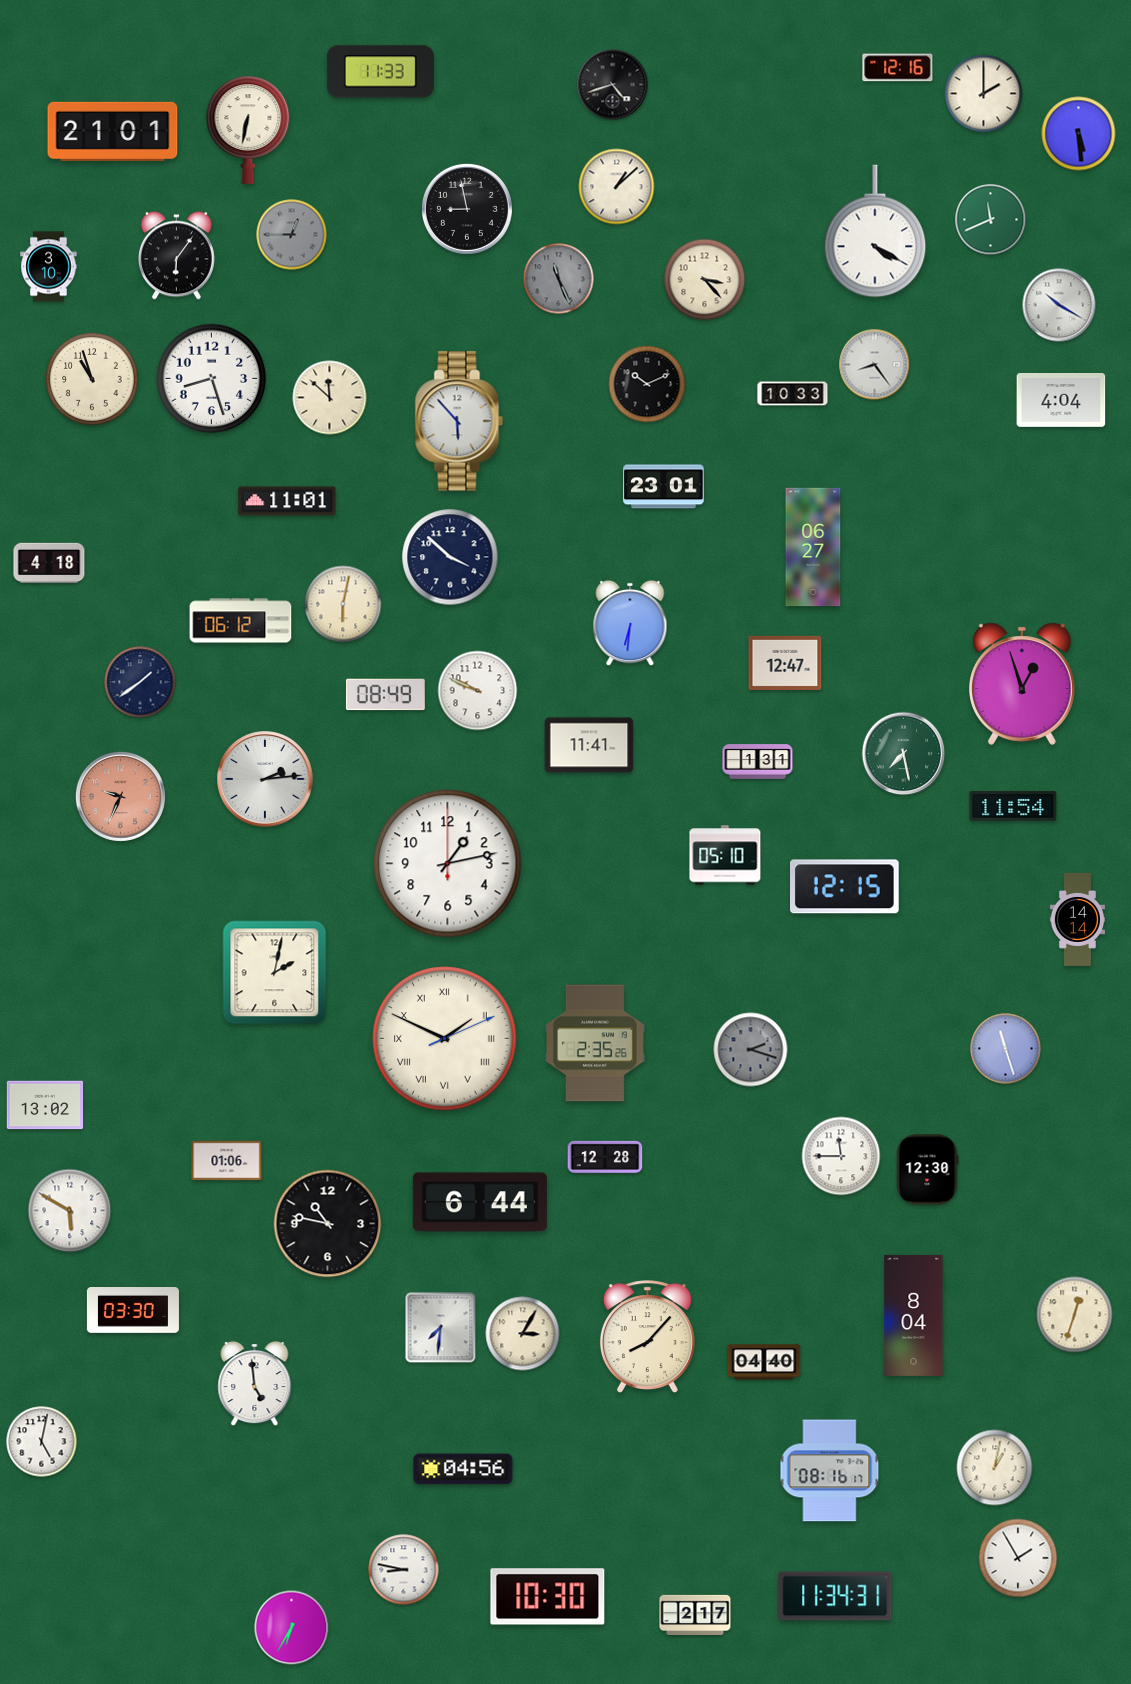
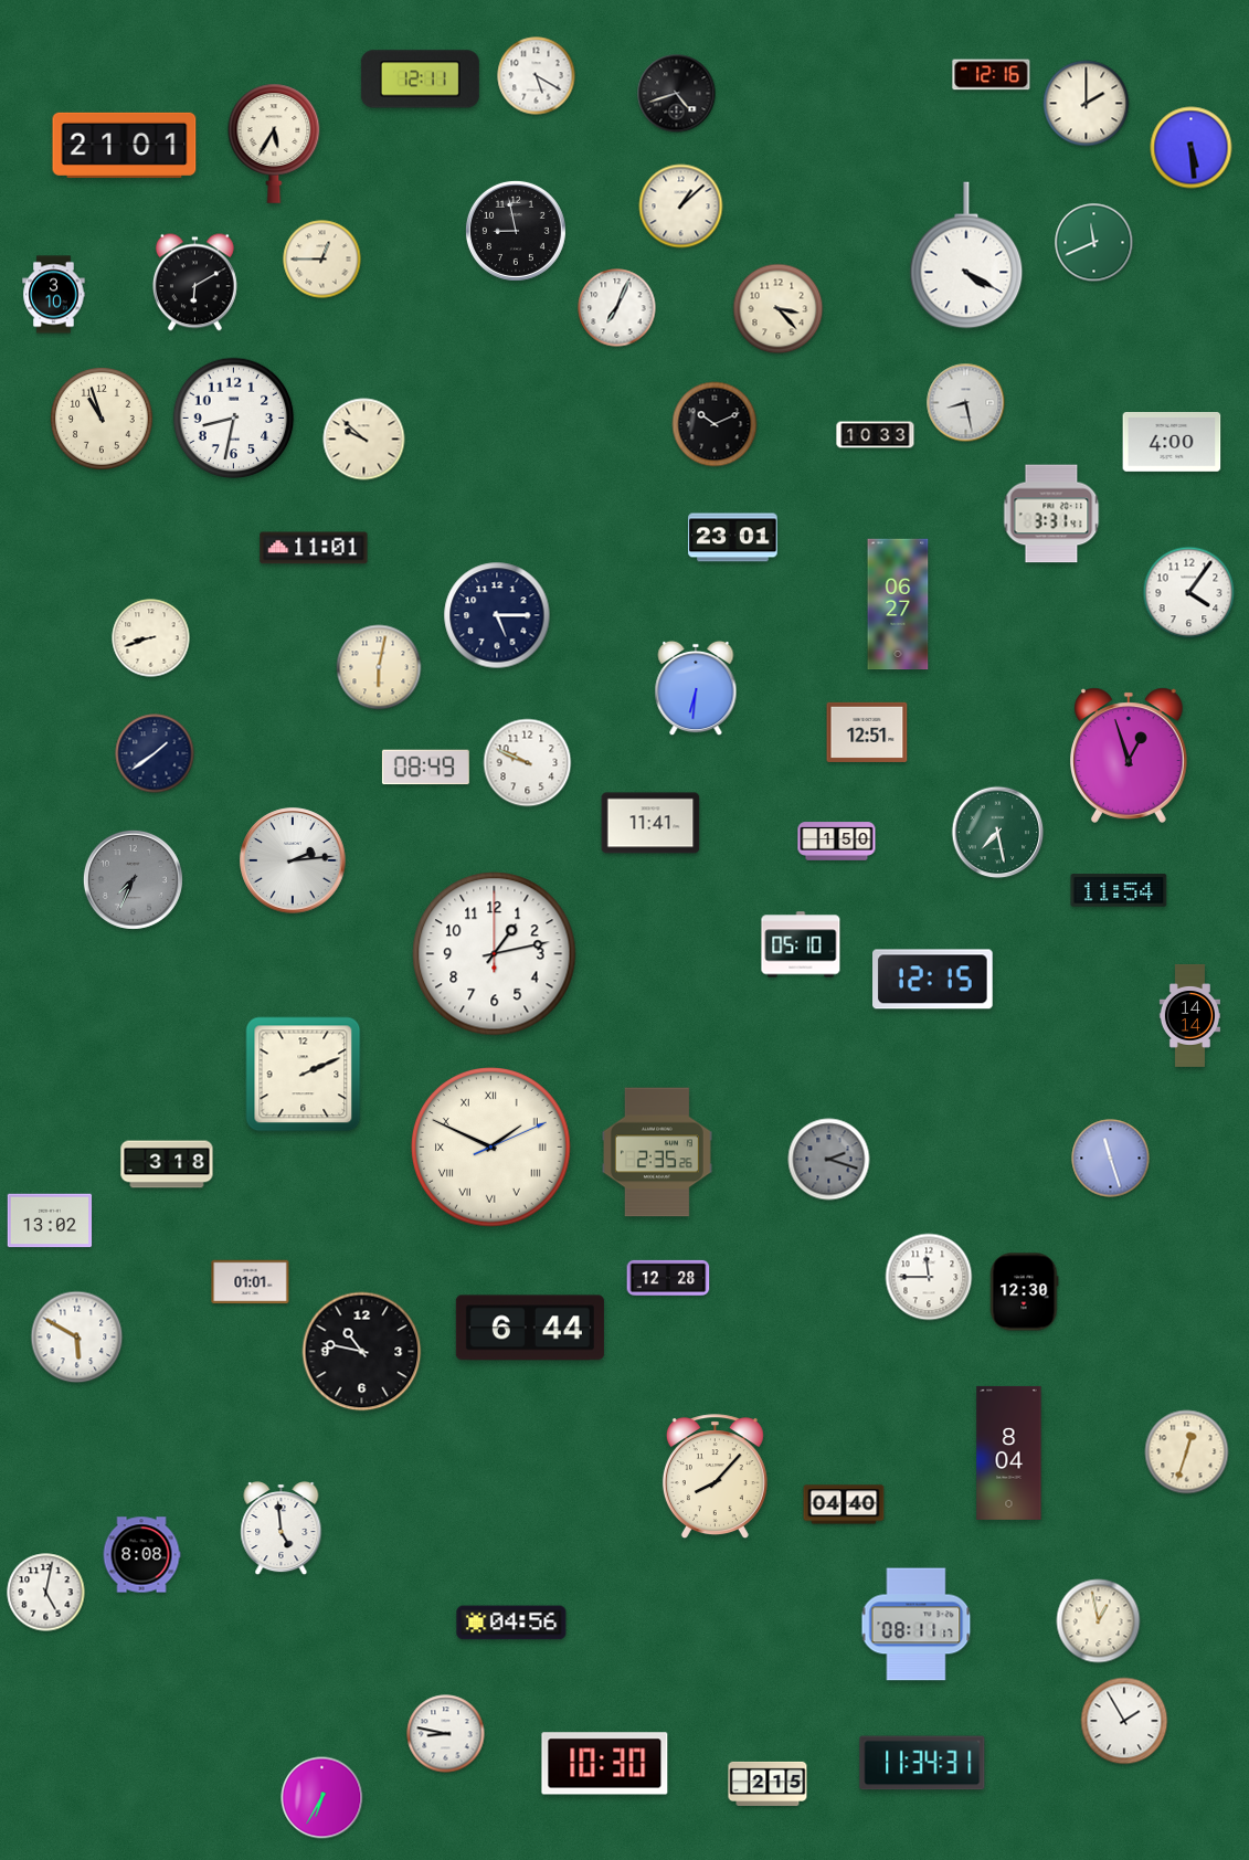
clock at (537, 76): none -> 5:20
clock at (380, 72): 11:33 -> 12:11
clock at (248, 130): 6:32 -> 5:35
clock at (292, 235) dial: grey -> cream
clock at (176, 256): 6:06 -> 6:10
clock at (559, 279): 11:26 -> 7:04
clock at (559, 279) dial: grey -> white
clock at (1059, 305): 10:20 -> none
clock at (875, 365): 8:24 -> 8:28
clock at (212, 379): 8:27 -> 8:32
clock at (330, 398): 11:52 -> 9:52
clock at (1061, 401): 4:04 -> 4:00
clock at (459, 421): 5:53 -> none
clock at (1051, 514): none -> 3:31
clock at (287, 501) position: (287, 501) -> (314, 548)
clock at (1189, 593): none -> 4:06
clock at (450, 557): 3:52 -> 5:15
clock at (49, 563): 4:18 -> none
clock at (151, 638): none -> 8:42
clock at (241, 621): 06:12 -> none
clock at (785, 663): 12:47 -> 12:51
clock at (758, 762): 1:31 -> 1:50
clock at (120, 796): 9:34 -> 7:34
clock at (120, 796) dial: salmon -> grey
clock at (275, 973): 2:02 -> 2:11
clock at (167, 1164): none -> 3:18
clock at (227, 1161): 01:06 -> 01:01
clock at (133, 1311): 03:30 -> none
clock at (441, 1328): 7:31 -> none
clock at (523, 1334): 3:05 -> none
clock at (141, 1555): none -> 8:08
clock at (995, 1468): 1:02 -> 12:58
clock at (830, 1471): 08:16 -> 08:11
clock at (695, 1614): 2:17 -> 2:15
